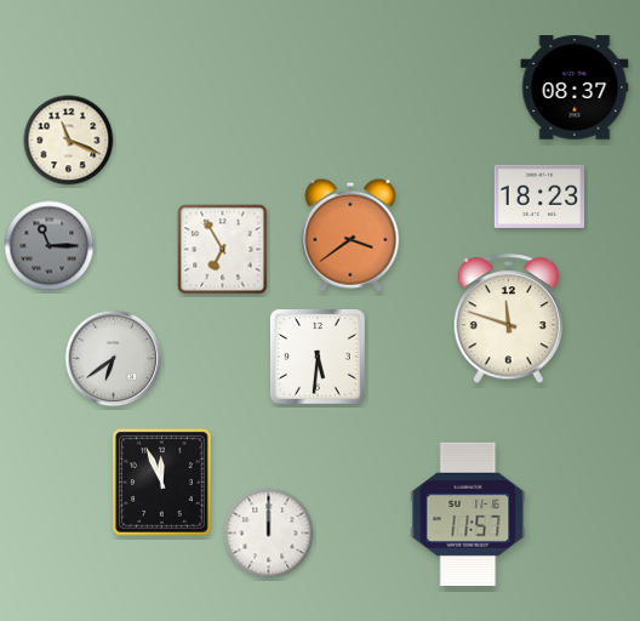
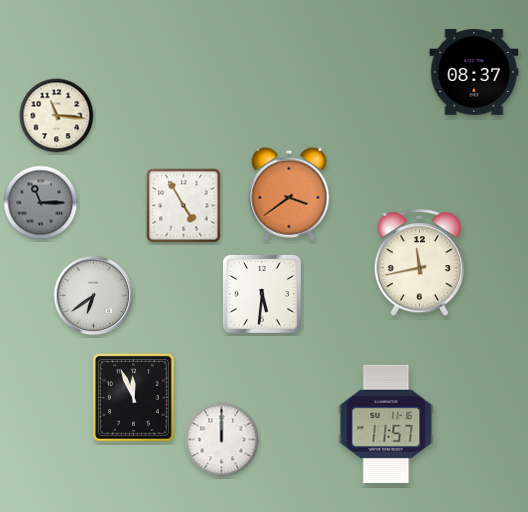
clock at (69, 141): 11:19 -> 11:16
clock at (538, 196): 18:23 -> none
clock at (223, 250): 6:55 -> 4:55
clock at (508, 319): 11:48 -> 11:43
